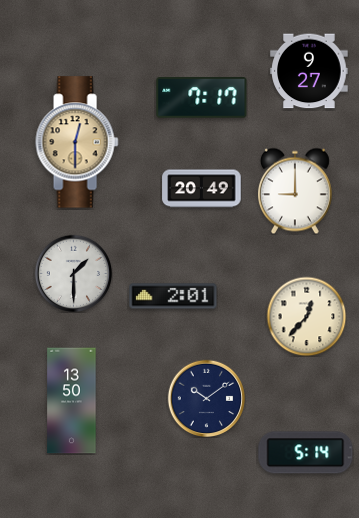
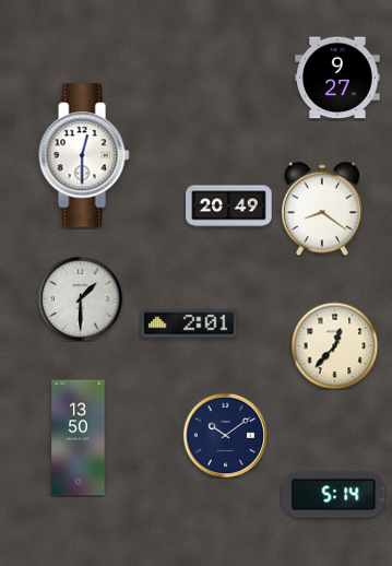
clock at (202, 98): 7:17 -> none
clock at (77, 142) dial: champagne -> white
clock at (202, 189) position: (202, 189) -> (229, 207)
clock at (295, 191): 9:00 -> 8:21
